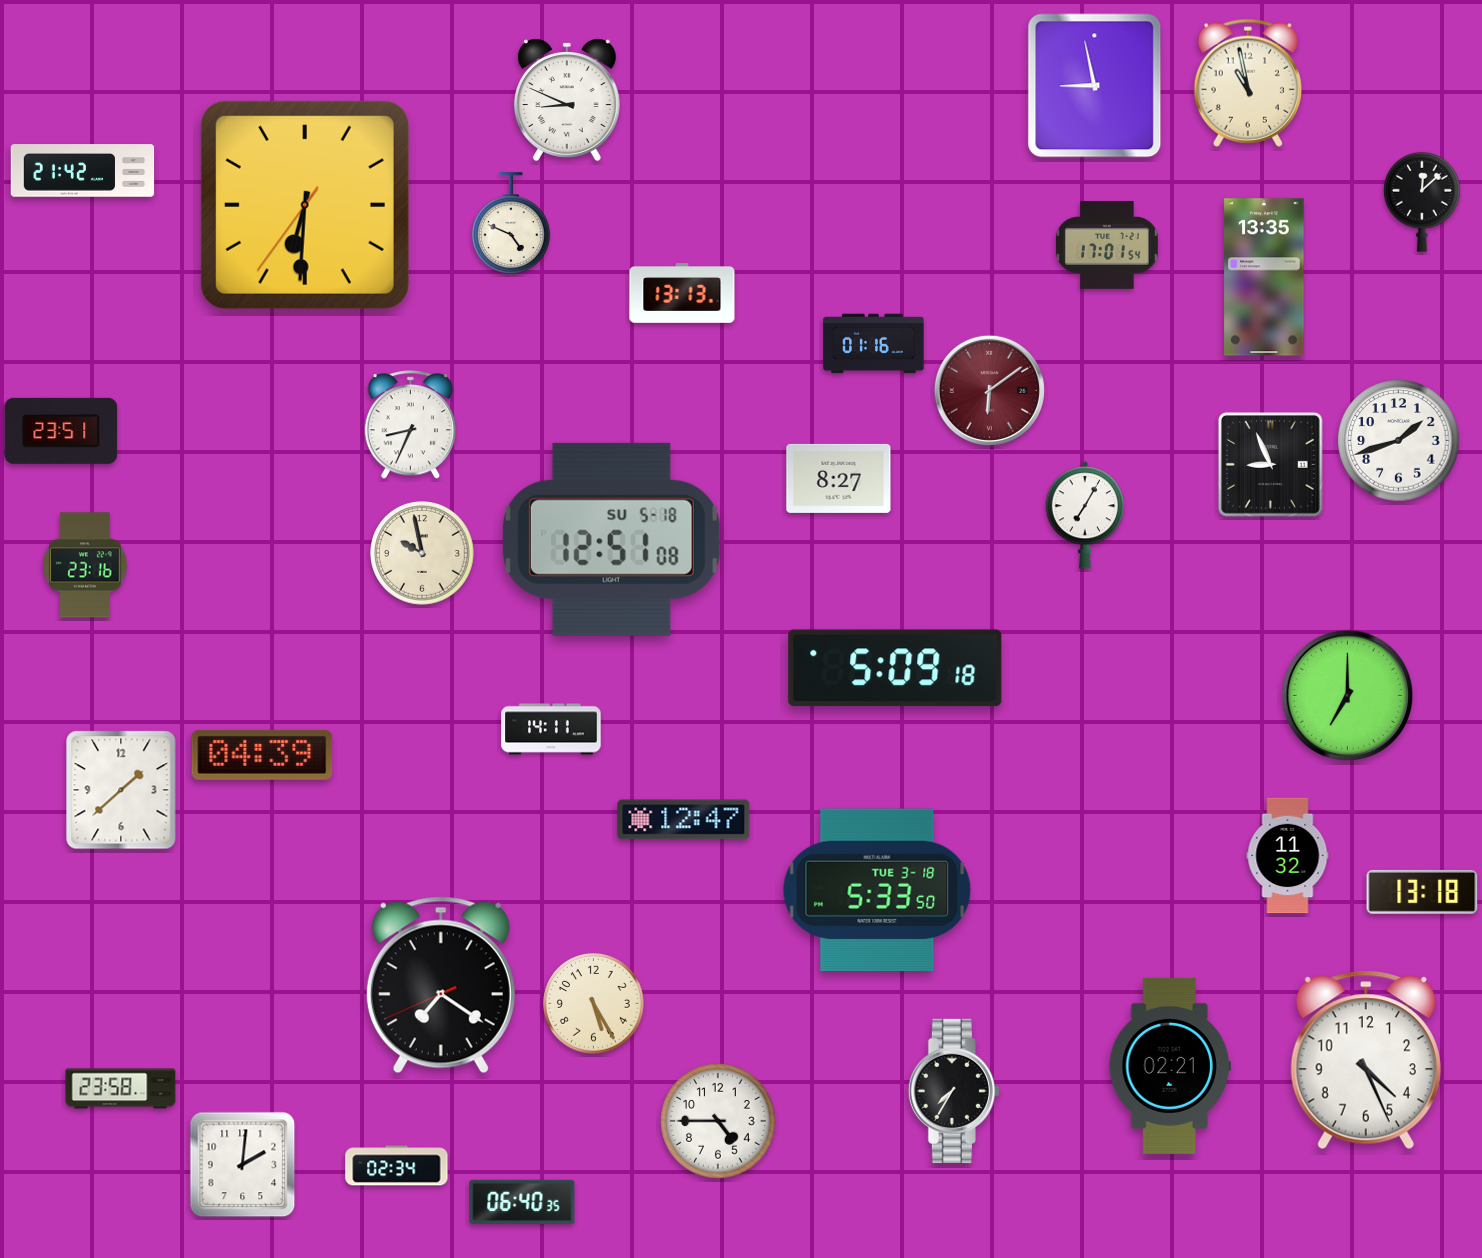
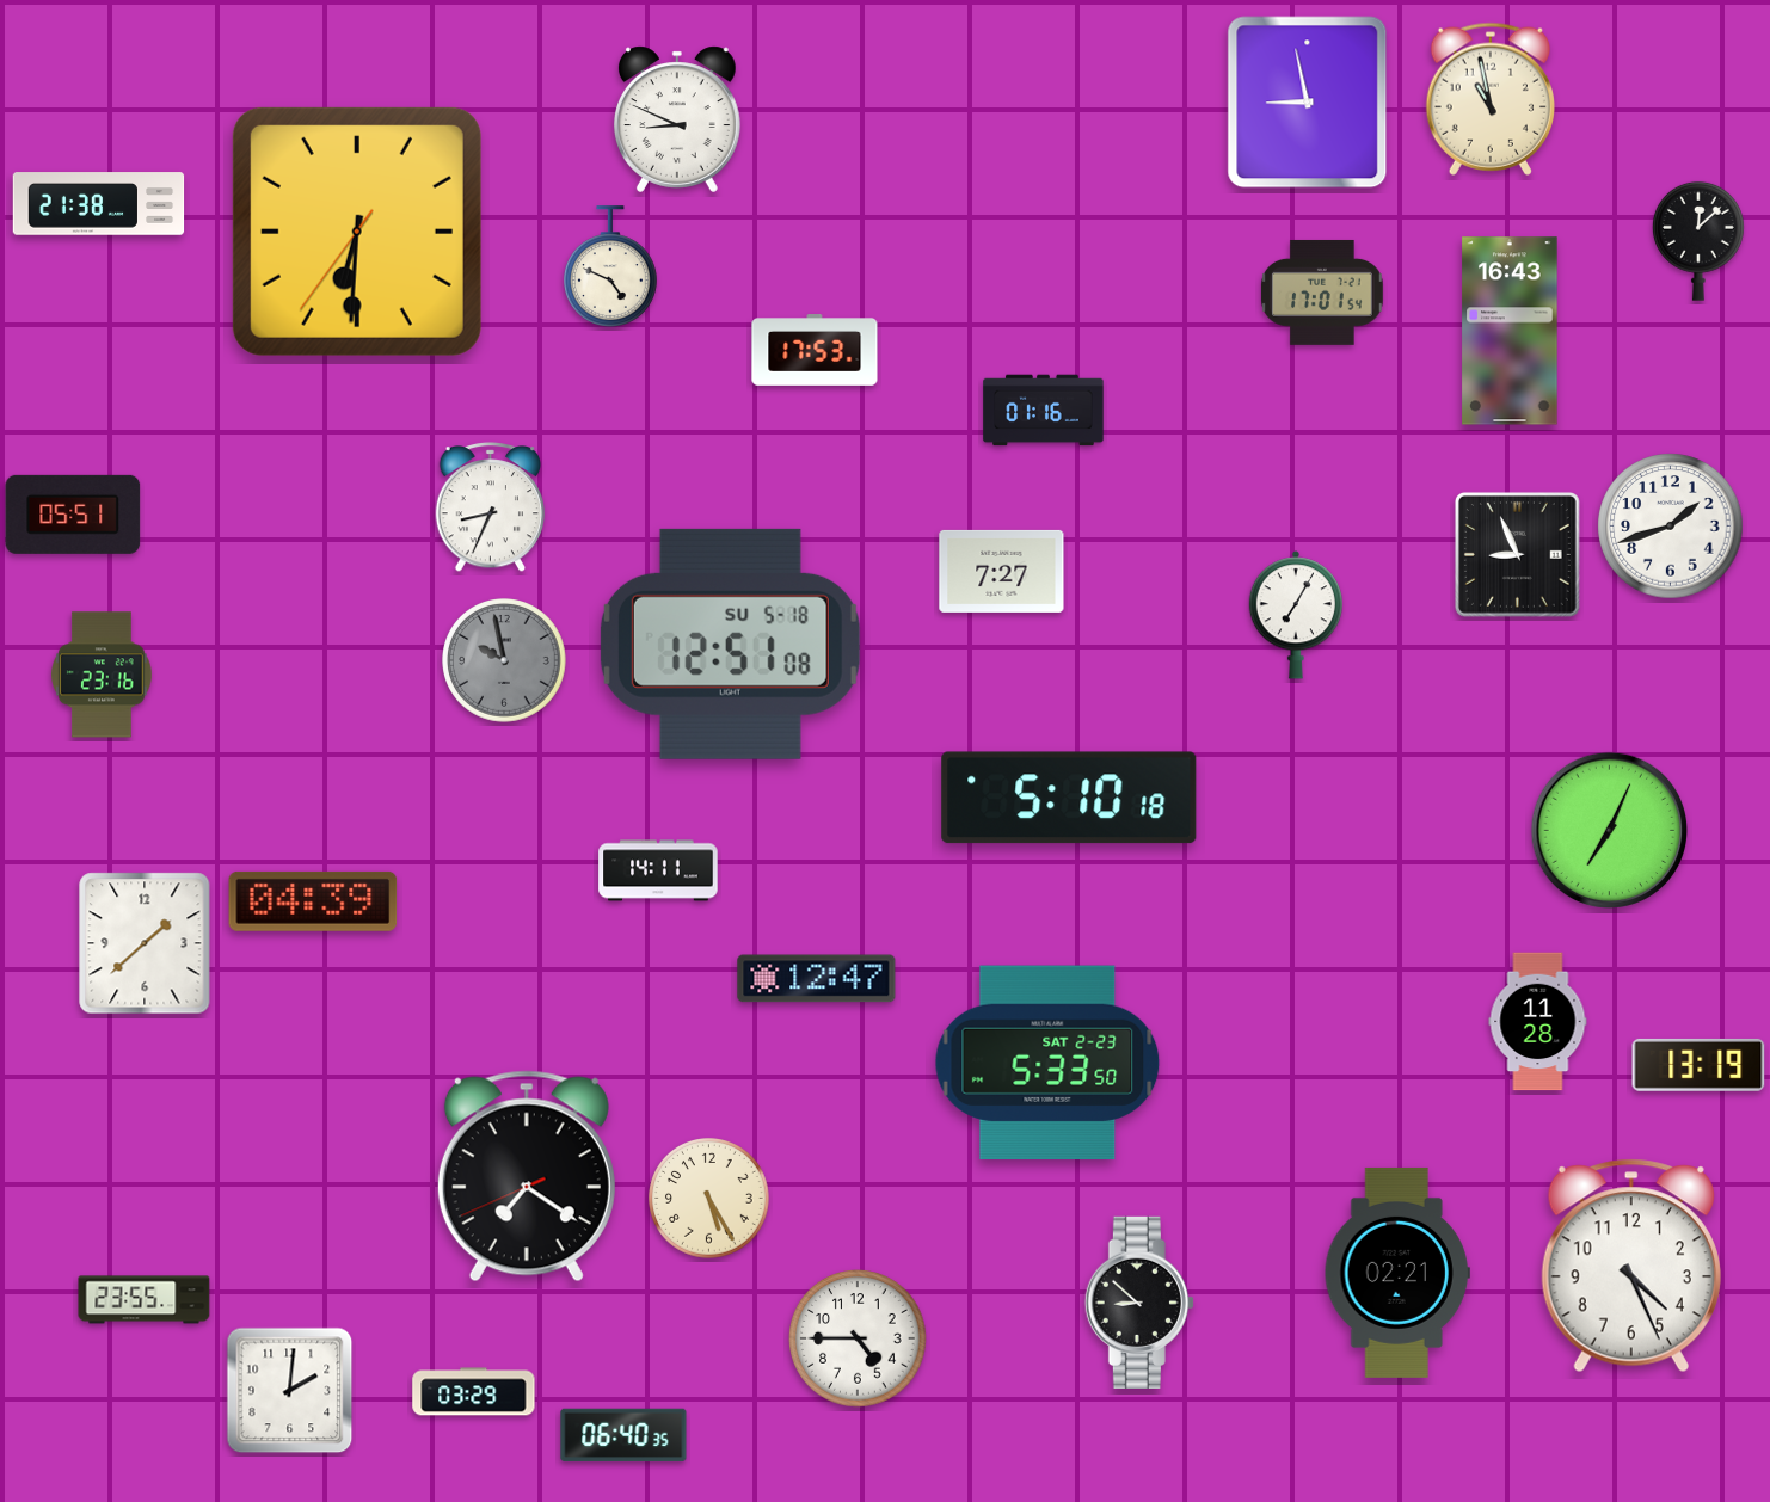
clock at (83, 171): 21:42 -> 21:38
clock at (305, 205) position: (305, 205) -> (357, 232)
clock at (1264, 277): 13:35 -> 16:43
clock at (682, 293): 13:13 -> 17:53
clock at (989, 390): 6:09 -> none
clock at (61, 431): 23:51 -> 05:51
clock at (839, 478): 8:27 -> 7:27
clock at (422, 553) dial: cream -> grey
clock at (895, 668): 5:09 -> 5:10
clock at (1348, 696): 7:00 -> 7:04
clock at (1288, 856): 11:32 -> 11:28
clock at (877, 890) date: TUE 3-18 -> SAT 2-23
clock at (1422, 892): 13:18 -> 13:19
clock at (121, 1089): 23:58 -> 23:55
clock at (954, 1091): 7:35 -> 8:52
clock at (397, 1166): 02:34 -> 03:29
